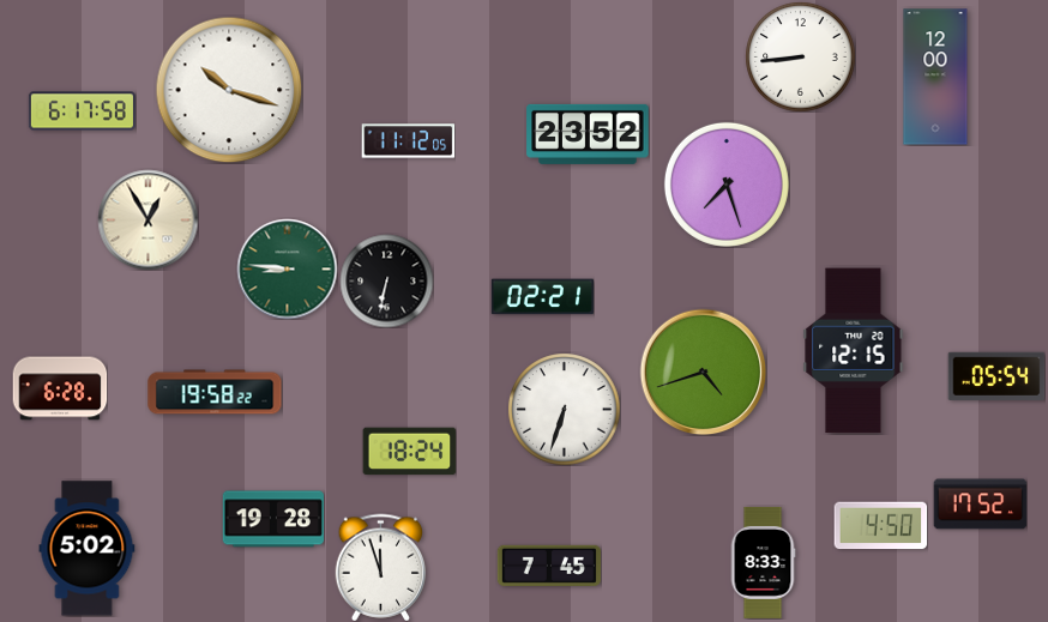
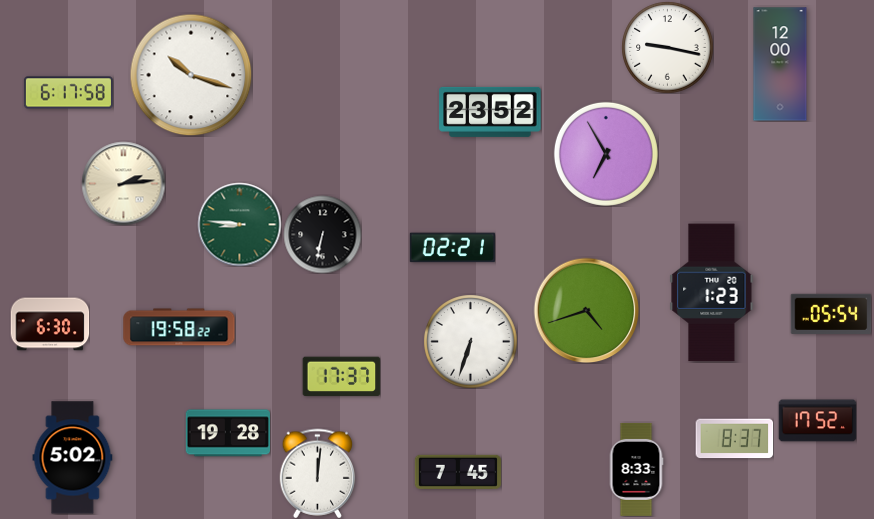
clock at (800, 56): 8:44 -> 9:17
clock at (408, 141): 11:12 -> none
clock at (727, 185): 7:27 -> 6:55
clock at (147, 219): 12:55 -> 2:14
clock at (854, 351): 12:15 -> 1:23
clock at (60, 388): 6:28 -> 6:30
clock at (409, 452): 18:24 -> 17:37
clock at (880, 526): 4:50 -> 8:37
clock at (381, 567): 11:57 -> 12:01
